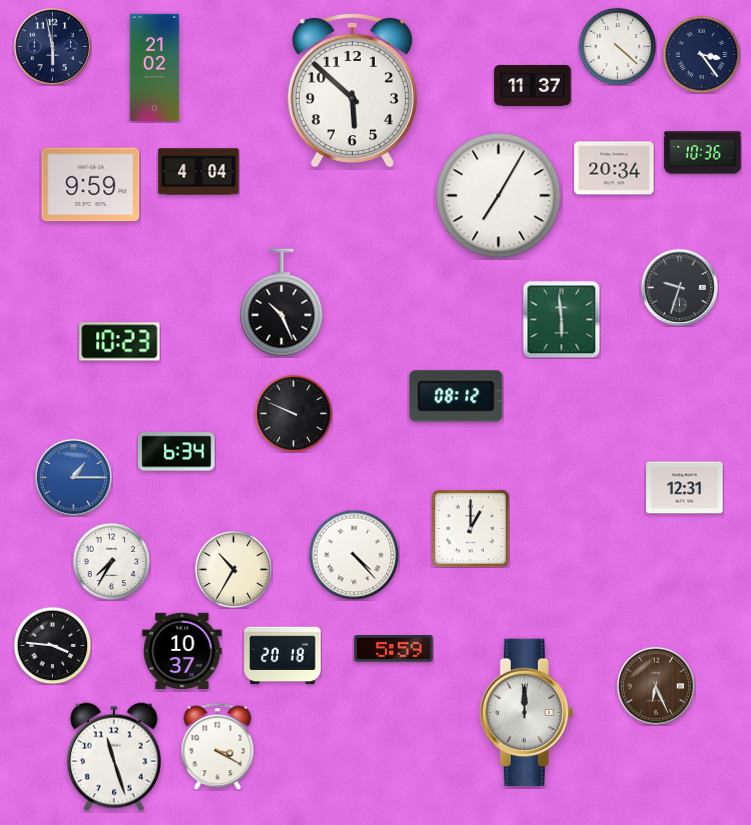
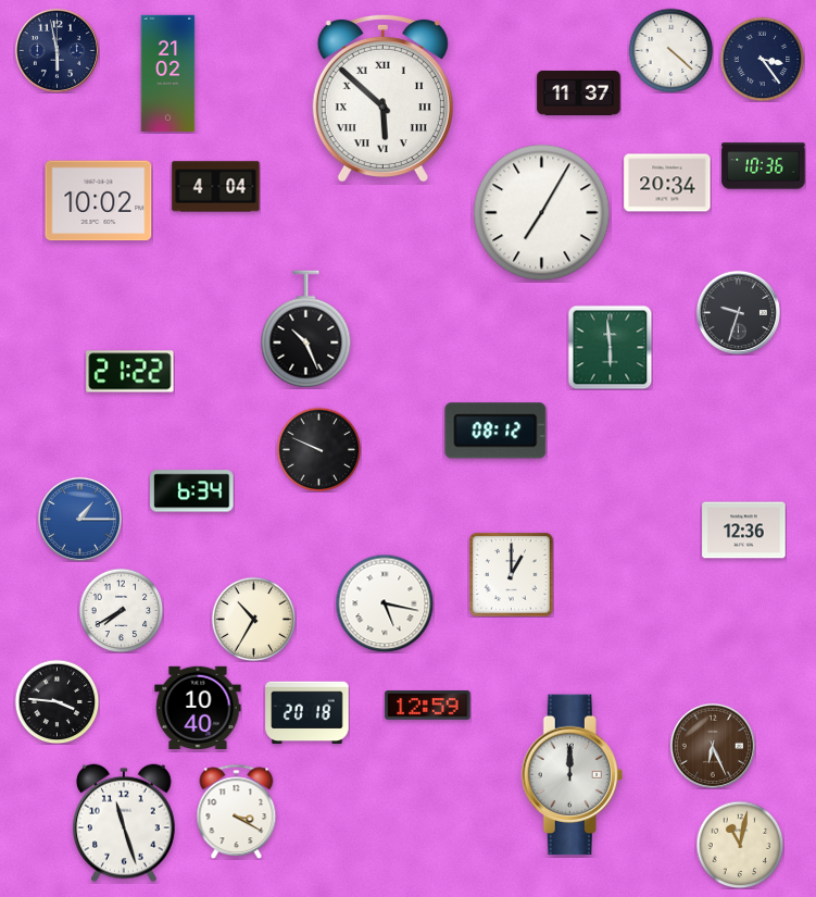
clock at (352, 90) numerals: Arabic -> Roman
clock at (91, 185): 9:59 -> 10:02
clock at (120, 342): 10:23 -> 21:22
clock at (685, 488): 12:31 -> 12:36
clock at (354, 555): 4:23 -> 5:17
clock at (111, 561): 7:35 -> 7:40
clock at (394, 649): 5:59 -> 12:59
clock at (182, 651): 10:37 -> 10:40
clock at (740, 845): none -> 11:02
